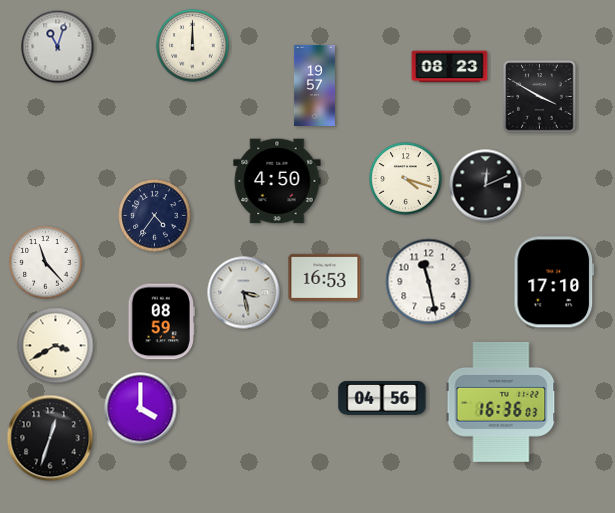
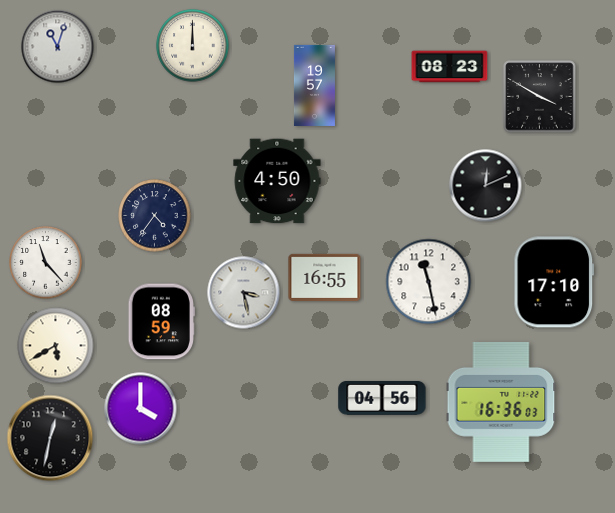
clock at (406, 179): 4:18 -> none
clock at (325, 277): 16:53 -> 16:55
clock at (56, 346): 3:40 -> 5:40
clock at (50, 438): 12:33 -> 12:32
